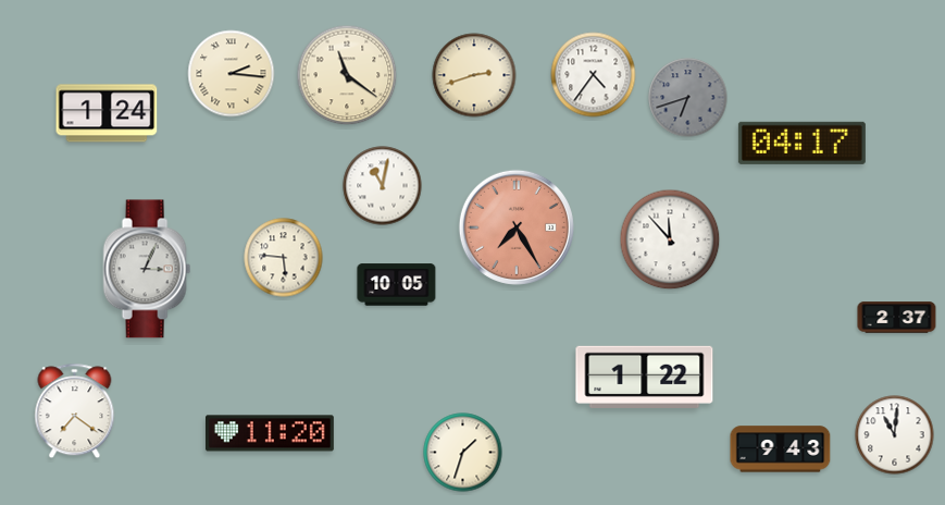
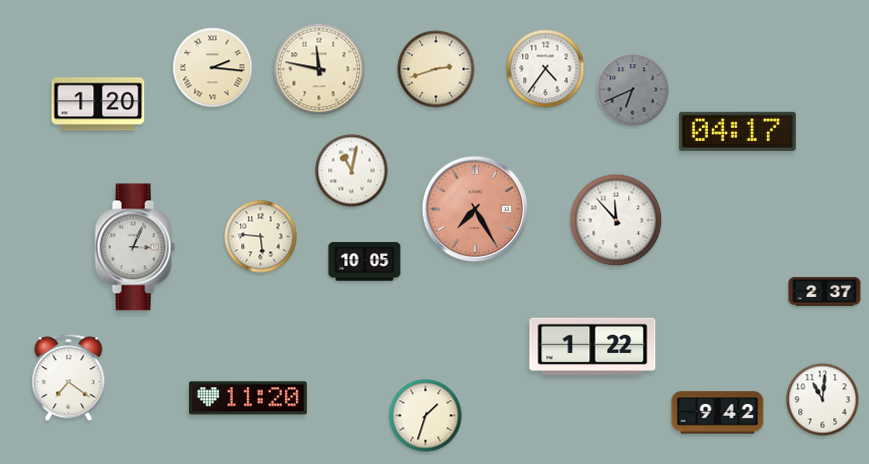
clock at (347, 75): 11:21 -> 11:47
clock at (688, 98): 6:42 -> 6:41
clock at (107, 113): 1:24 -> 1:20
clock at (781, 449): 9:43 -> 9:42
